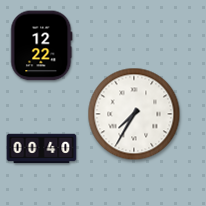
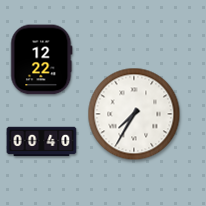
clock at (42, 46) position: (42, 46) -> (42, 60)
clock at (42, 149) position: (42, 149) -> (42, 142)
